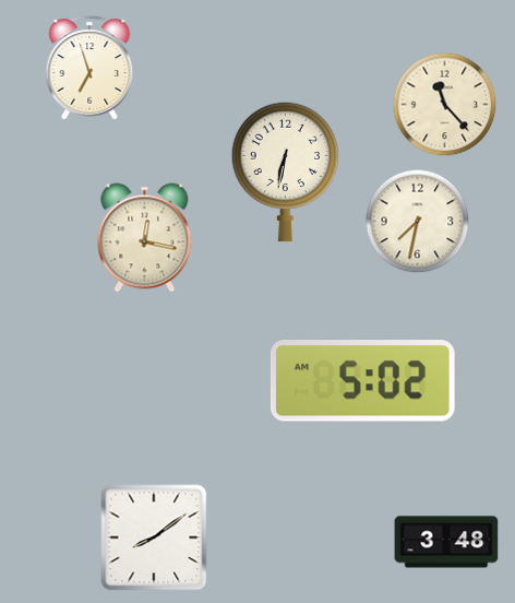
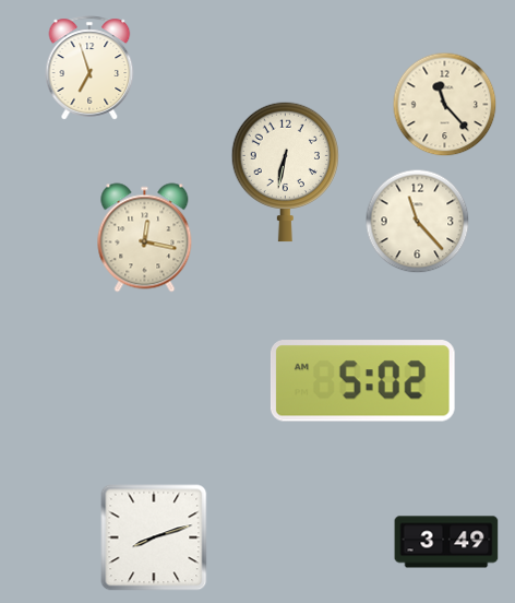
clock at (418, 222): 7:32 -> 11:23
clock at (154, 537): 8:09 -> 8:12
clock at (446, 542): 3:48 -> 3:49
